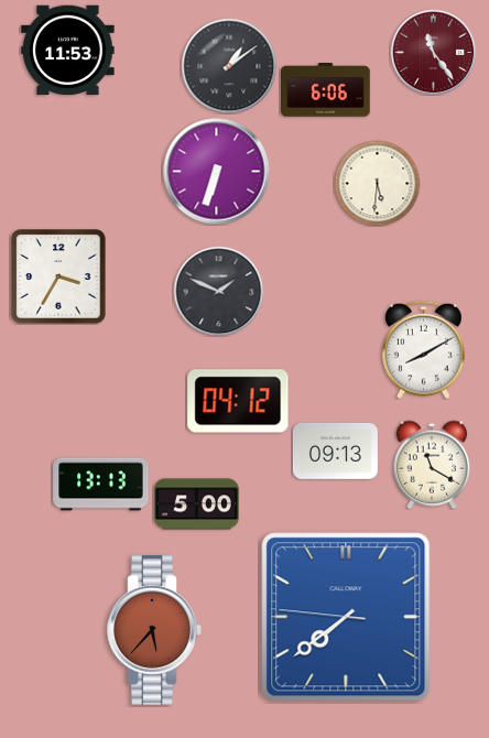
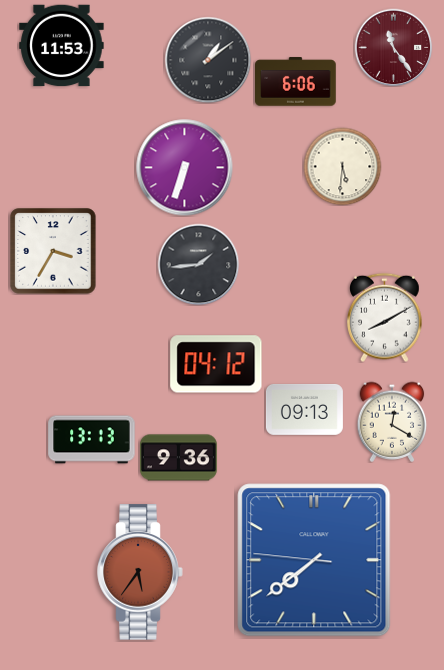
clock at (217, 172) position: (217, 172) -> (185, 168)
clock at (218, 291): 1:49 -> 1:44
clock at (432, 465): 11:20 -> 12:20
clock at (196, 504): 5:00 -> 9:36
clock at (154, 630): 5:37 -> 5:36
